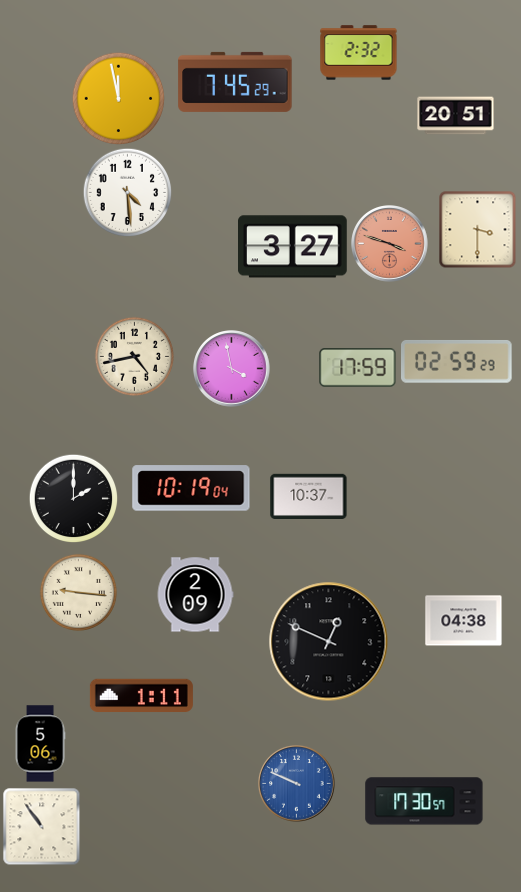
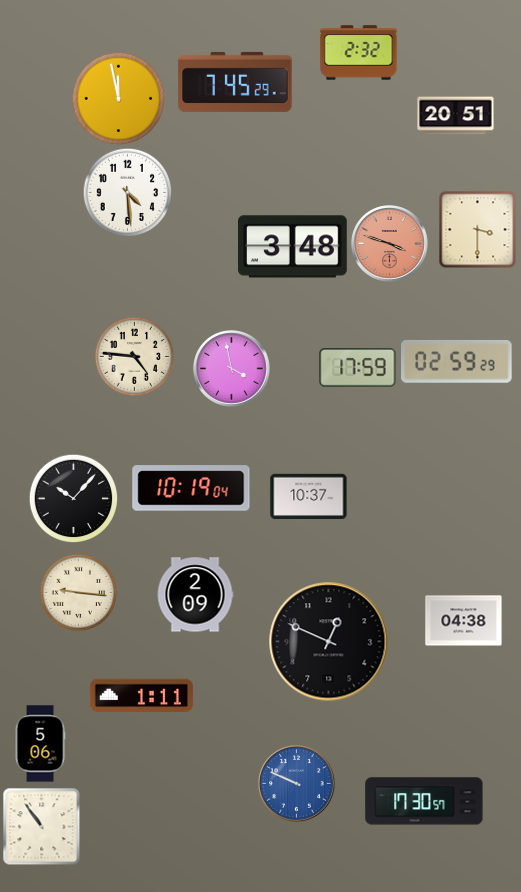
clock at (293, 247): 3:27 -> 3:48
clock at (134, 356): 4:43 -> 4:46
clock at (73, 498): 2:00 -> 10:07
